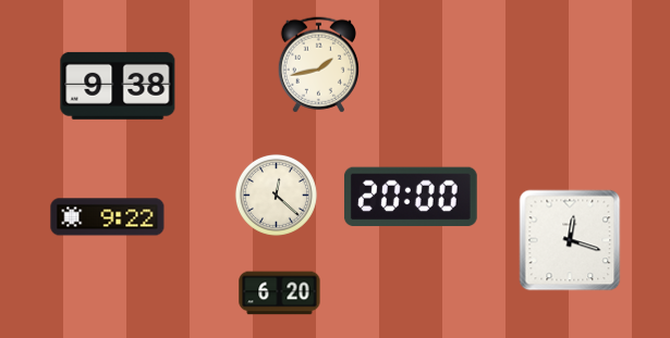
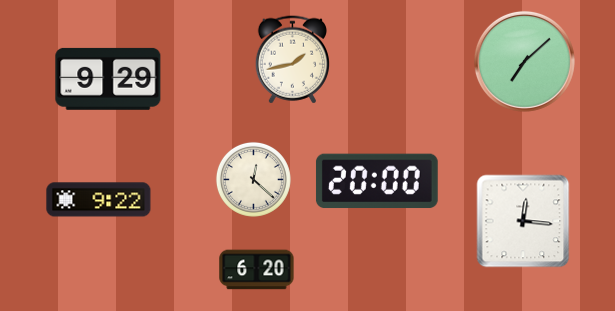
clock at (524, 61): none -> 7:08
clock at (118, 86): 9:38 -> 9:29
clock at (570, 240): 12:18 -> 12:16
